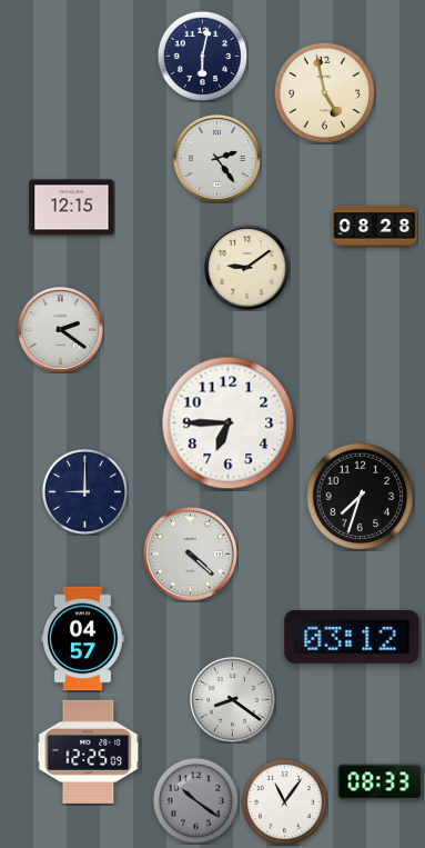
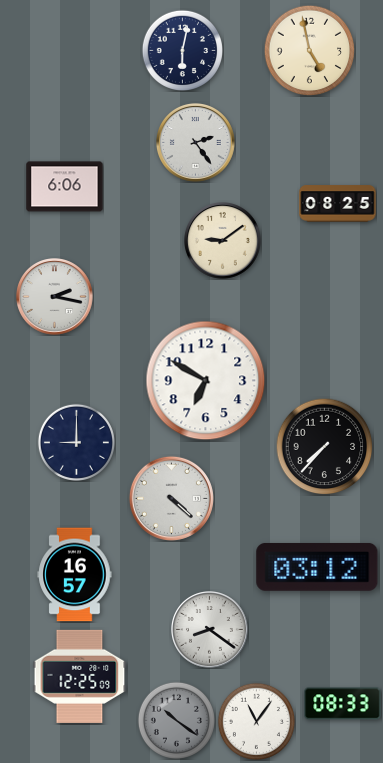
clock at (324, 92) position: (324, 92) -> (309, 50)
clock at (72, 208): 12:15 -> 6:06
clock at (375, 227): 08:28 -> 08:25
clock at (61, 330): 2:21 -> 2:17
clock at (229, 423): 6:45 -> 6:50
clock at (360, 496): 7:33 -> 7:37
clock at (352, 637) position: (352, 637) -> (317, 567)
clock at (83, 639): 04:57 -> 16:57
